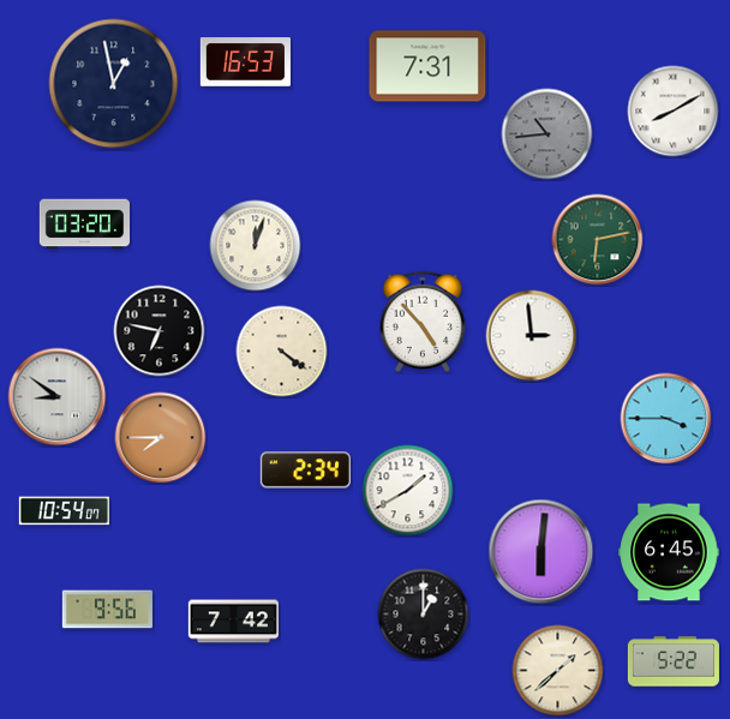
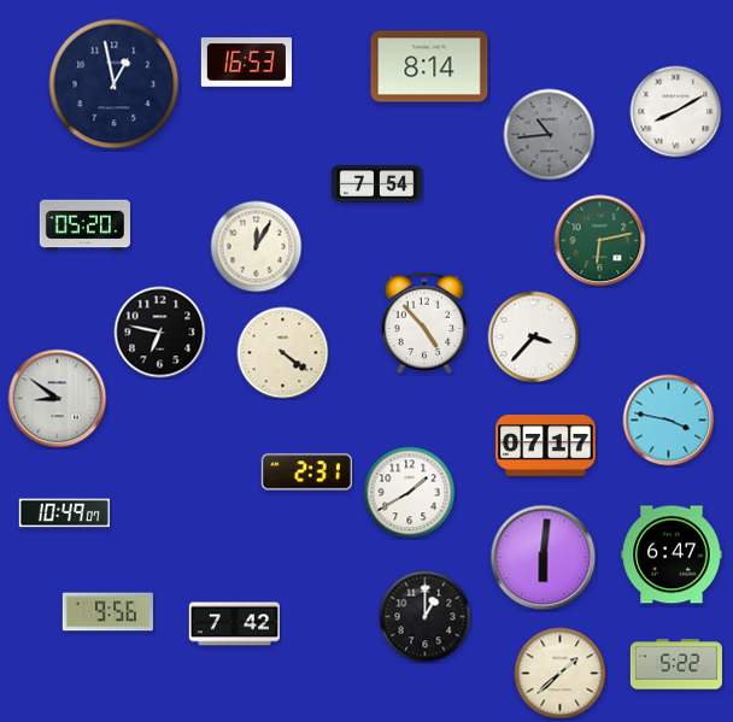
clock at (427, 66): 7:31 -> 8:14
clock at (376, 184): none -> 7:54
clock at (84, 224): 03:20 -> 05:20
clock at (256, 246): 12:03 -> 12:05
clock at (532, 336): 2:59 -> 3:37
clock at (666, 419): 3:45 -> 3:47
clock at (161, 438): 7:45 -> none
clock at (546, 446): none -> 07:17
clock at (305, 471): 2:34 -> 2:31
clock at (64, 511): 10:54 -> 10:49
clock at (541, 552) position: (541, 552) -> (544, 558)
clock at (669, 552): 6:45 -> 6:47
